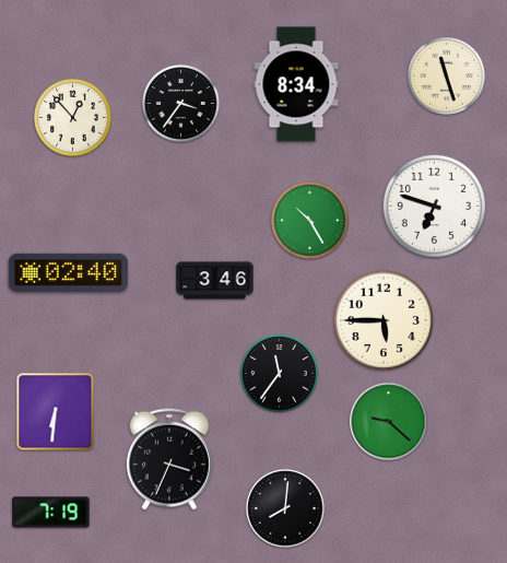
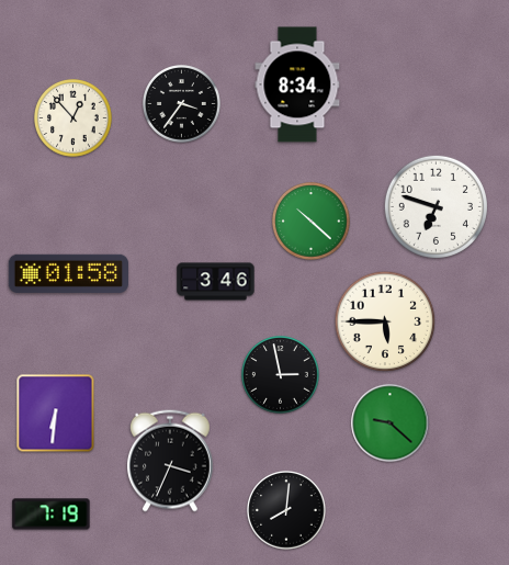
clock at (447, 77): 11:27 -> none
clock at (310, 221): 10:25 -> 10:22
clock at (68, 272): 02:40 -> 01:58
clock at (280, 374): 11:36 -> 2:58
